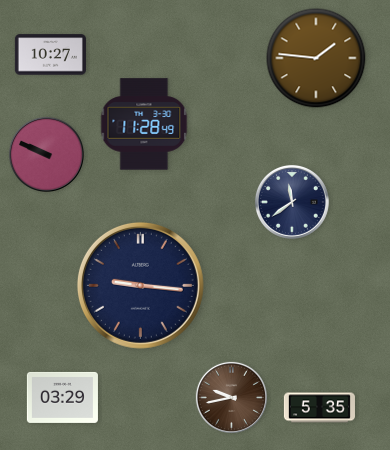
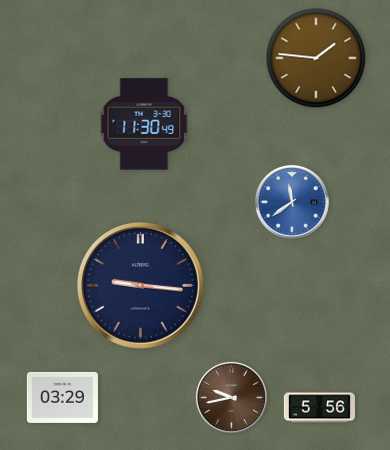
clock at (50, 55): 10:27 -> none
clock at (144, 124): 11:28 -> 11:30
clock at (46, 154): 9:49 -> none
clock at (292, 202) dial: navy -> blue
clock at (319, 408): 5:35 -> 5:56
